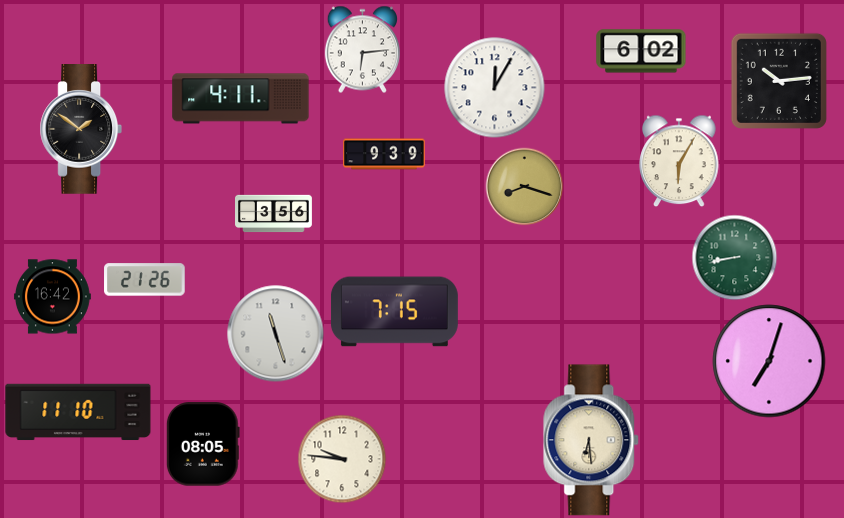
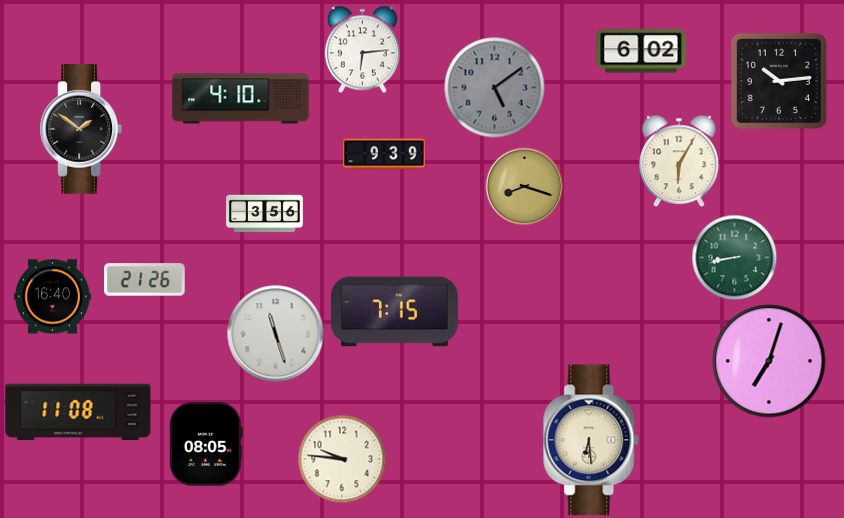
clock at (495, 88): 12:05 -> 5:09
clock at (495, 88) dial: white -> grey
clock at (241, 99): 4:11 -> 4:10
clock at (274, 214) position: (274, 214) -> (265, 214)
clock at (53, 297): 16:42 -> 16:40
clock at (78, 412): 11:10 -> 11:08
clock at (203, 444) position: (203, 444) -> (206, 444)
